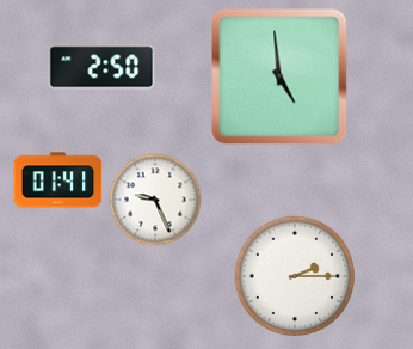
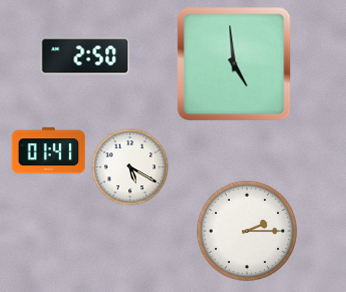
clock at (155, 200): 9:26 -> 5:20
